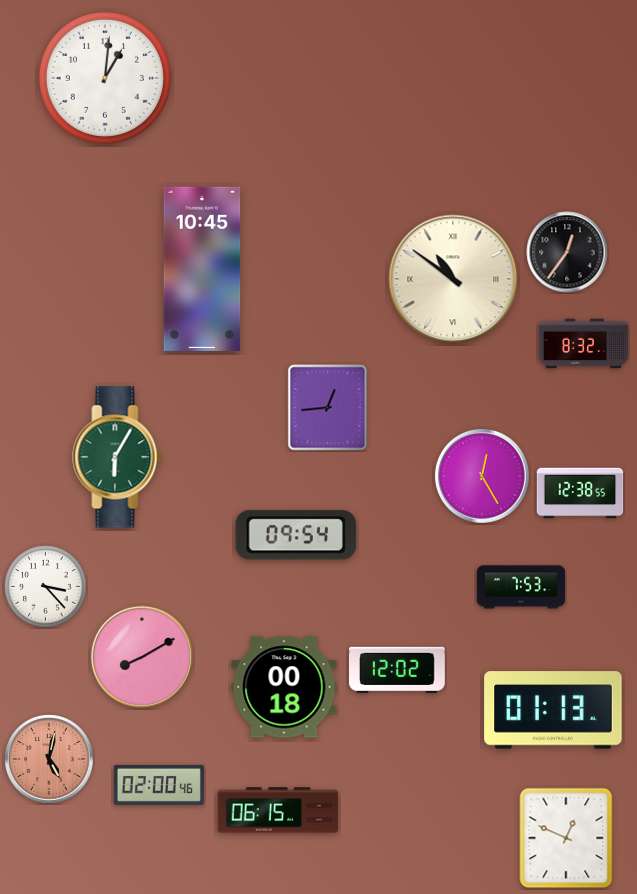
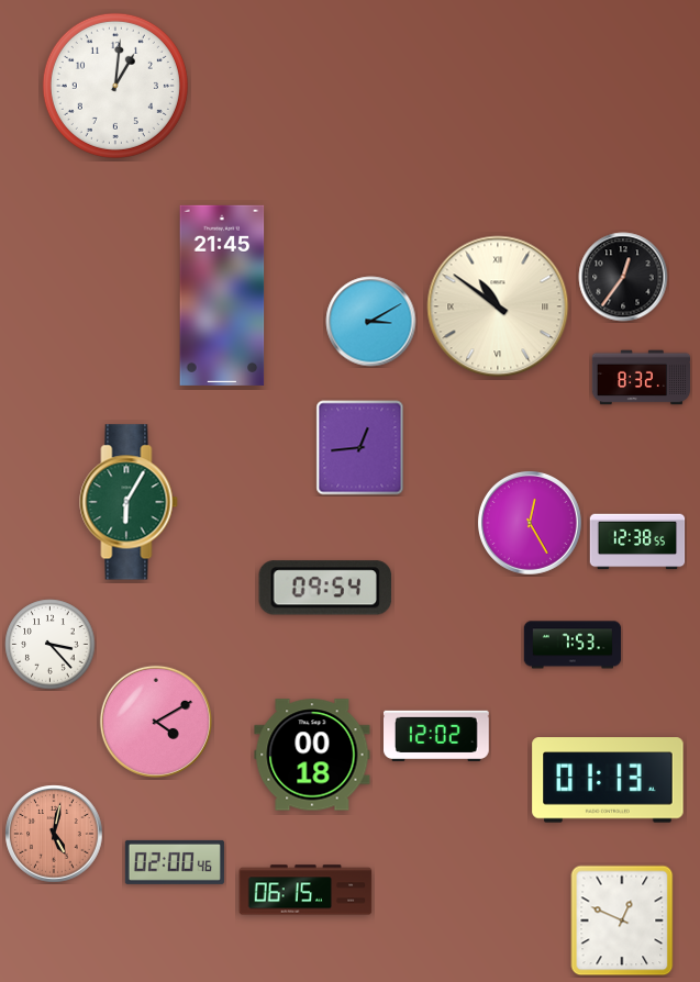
clock at (202, 269): 10:45 -> 21:45
clock at (371, 322): none -> 3:10
clock at (142, 657): 8:10 -> 4:10
